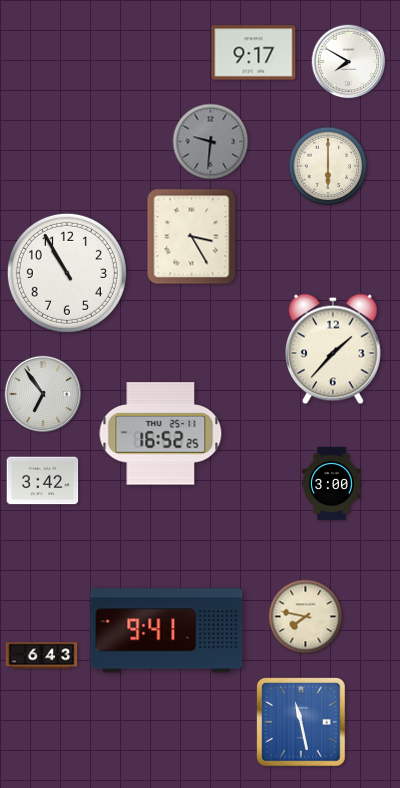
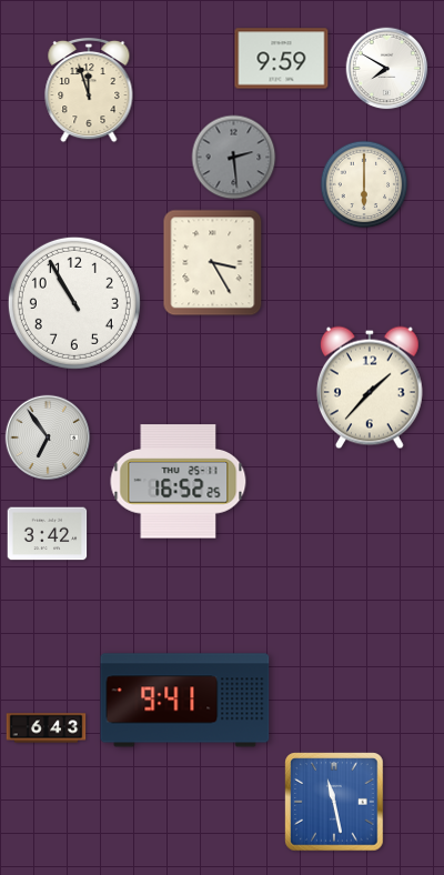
clock at (254, 53): 9:17 -> 9:59
clock at (89, 90): none -> 11:57
clock at (211, 142): 9:31 -> 2:29
clock at (332, 484): 3:00 -> none
clock at (306, 617): 7:47 -> none
